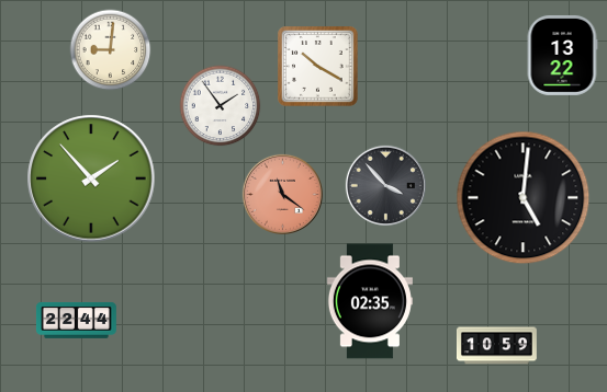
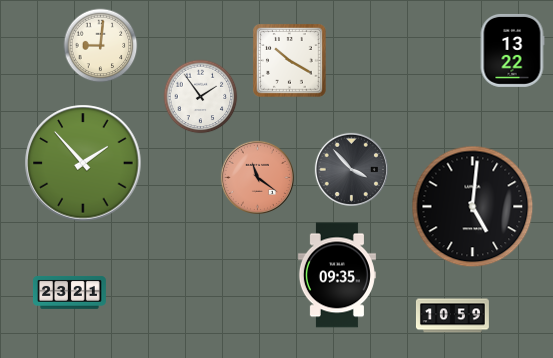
clock at (524, 198) position: (524, 198) -> (473, 207)
clock at (370, 301): 02:35 -> 09:35
clock at (76, 320): 22:44 -> 23:21
